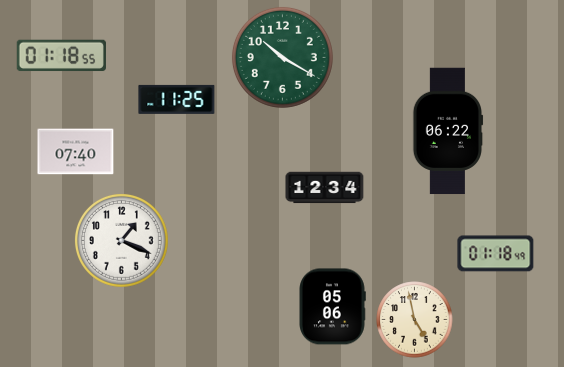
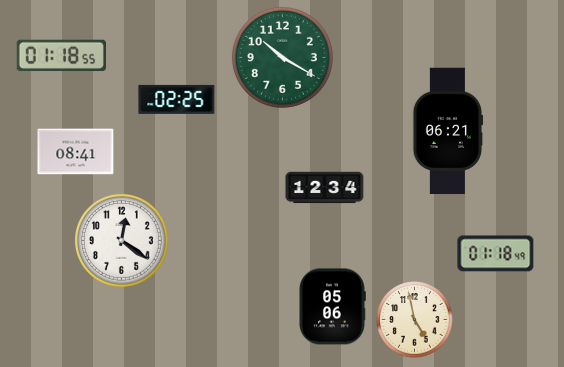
clock at (177, 99): 11:25 -> 02:25
clock at (448, 131): 06:22 -> 06:21
clock at (76, 152): 07:40 -> 08:41
clock at (122, 241): 1:19 -> 12:21
